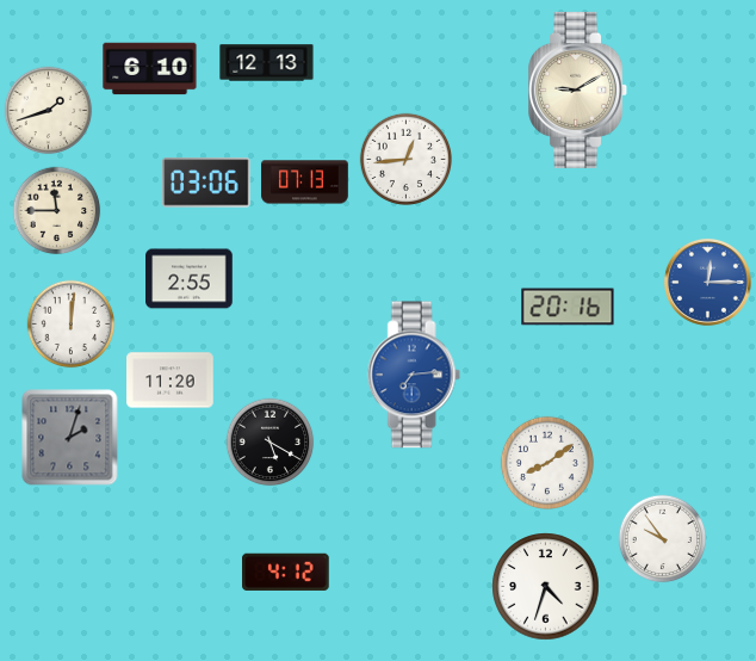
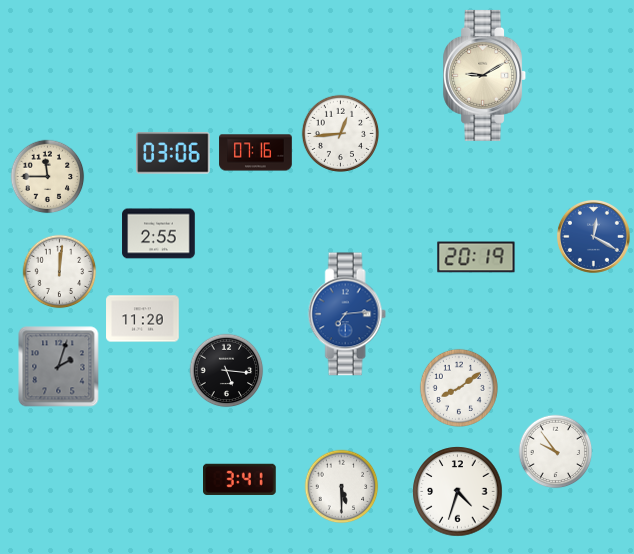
clock at (267, 63): 12:13 -> none
clock at (150, 69): 6:10 -> none
clock at (49, 111): 1:42 -> none
clock at (305, 183): 07:13 -> 07:16
clock at (707, 282): 12:15 -> 12:20
clock at (568, 307): 20:16 -> 20:19
clock at (271, 443): 5:20 -> 5:16
clock at (286, 572): 4:12 -> 3:41
clock at (342, 487): none -> 5:30
